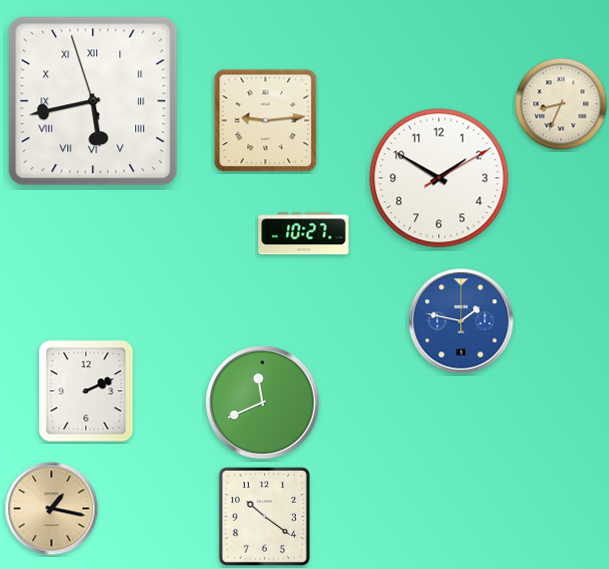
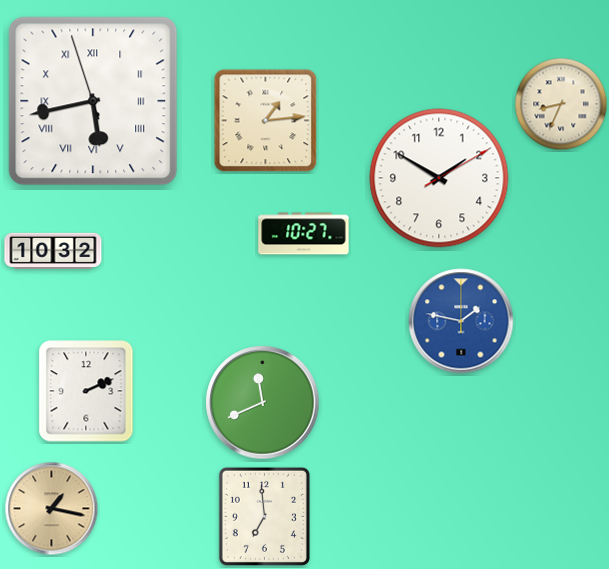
clock at (266, 121): 9:14 -> 1:14
clock at (53, 251): none -> 10:32
clock at (264, 516): 10:21 -> 6:59
